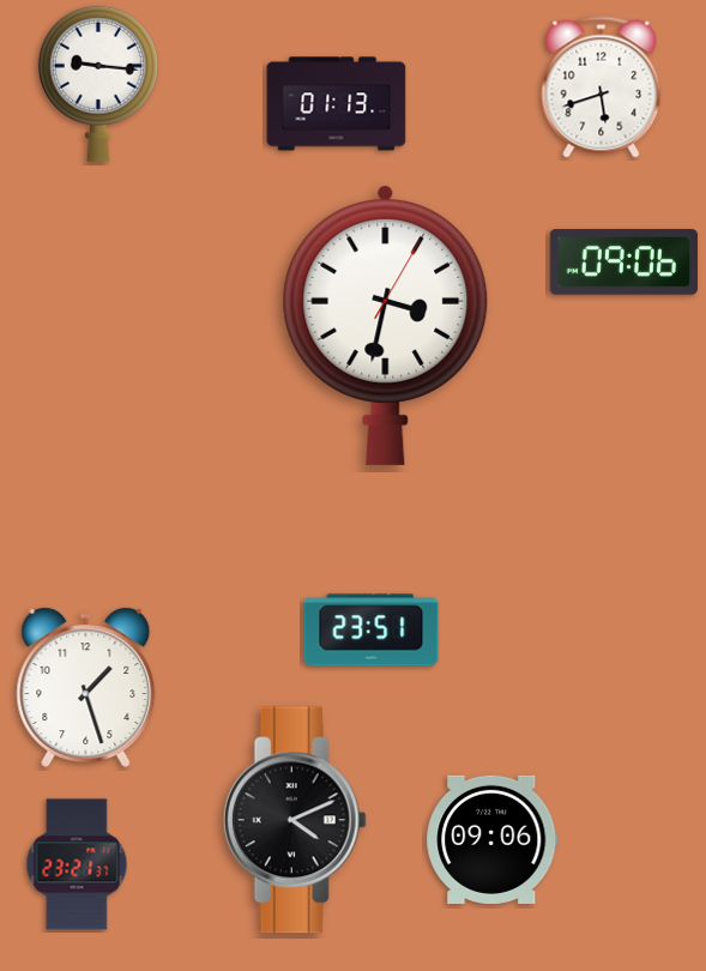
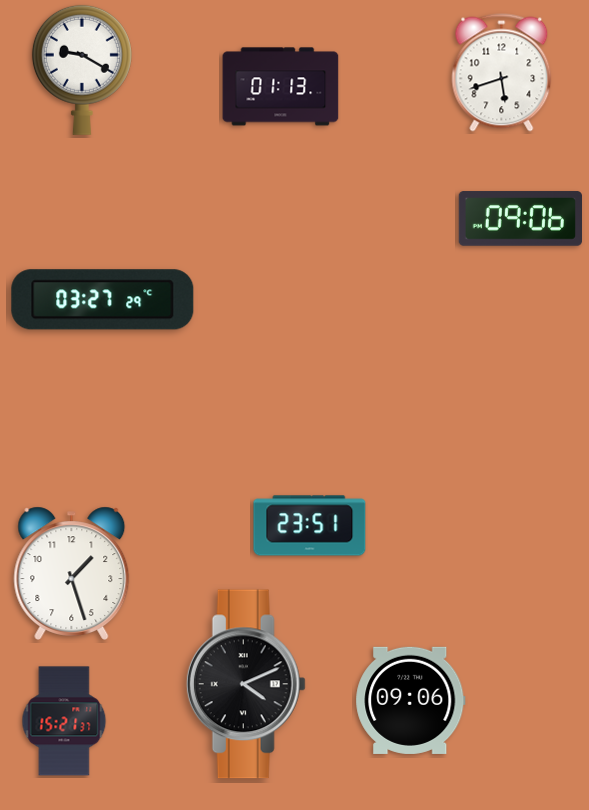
clock at (98, 84): 9:16 -> 9:20
clock at (386, 325): 3:32 -> none
clock at (103, 300): none -> 03:27
clock at (77, 864): 23:21 -> 15:21
